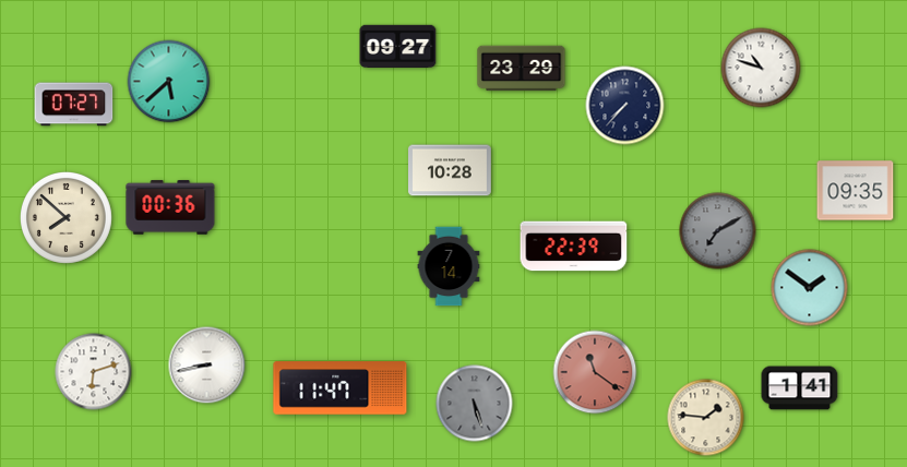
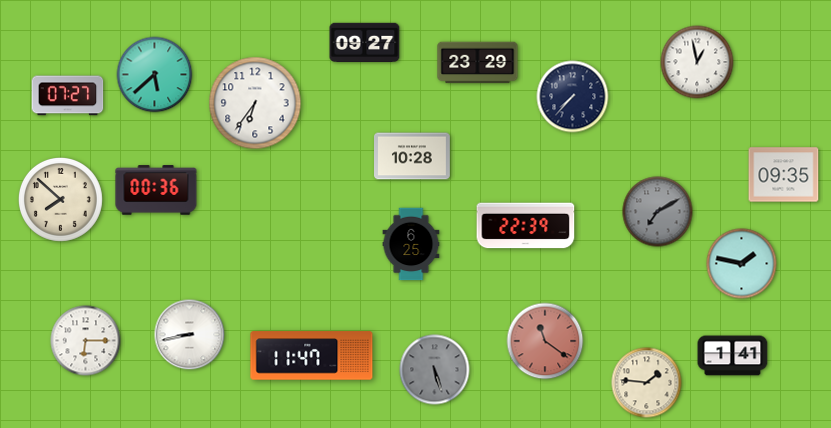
clock at (761, 68): 10:48 -> 12:58
clock at (255, 103): none -> 6:36
clock at (449, 266): 7:14 -> 6:25
clock at (810, 288): 1:51 -> 1:47
clock at (94, 372): 6:12 -> 6:15
